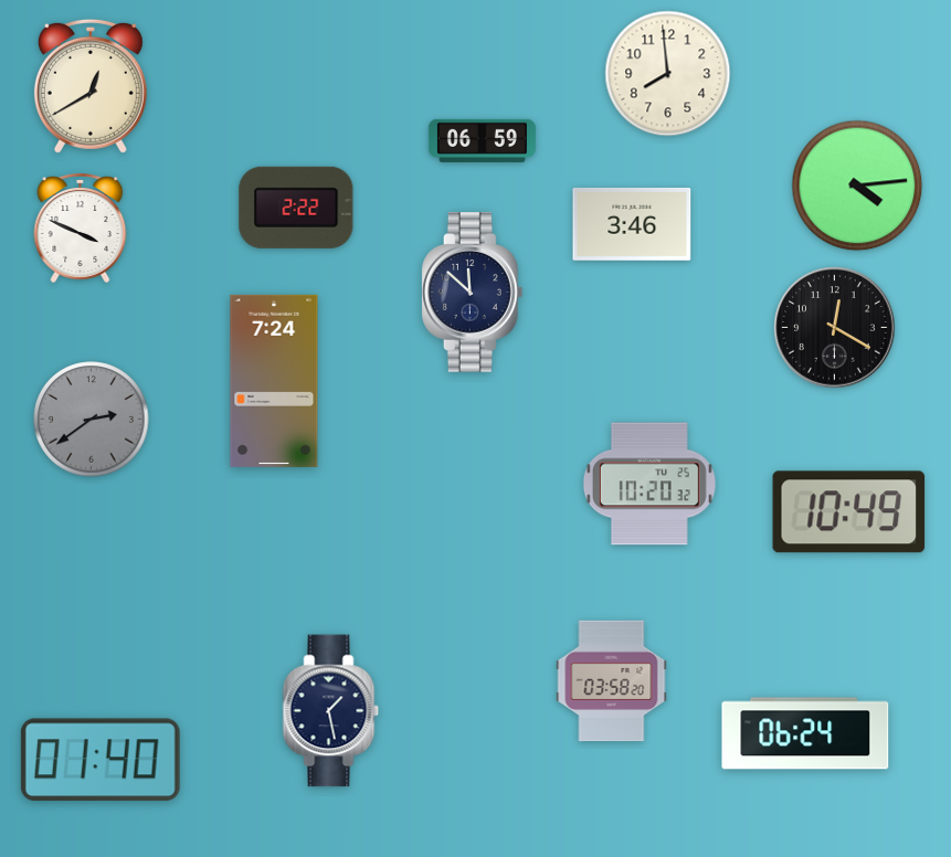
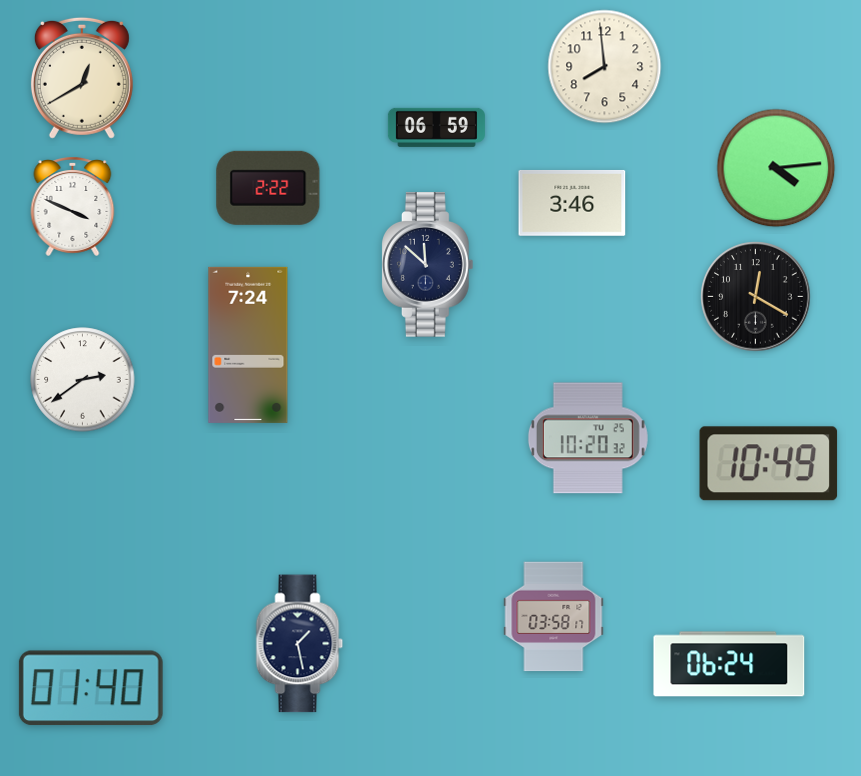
clock at (92, 420) dial: grey -> white
clock at (612, 681): 03:58:20 -> 03:58:17
